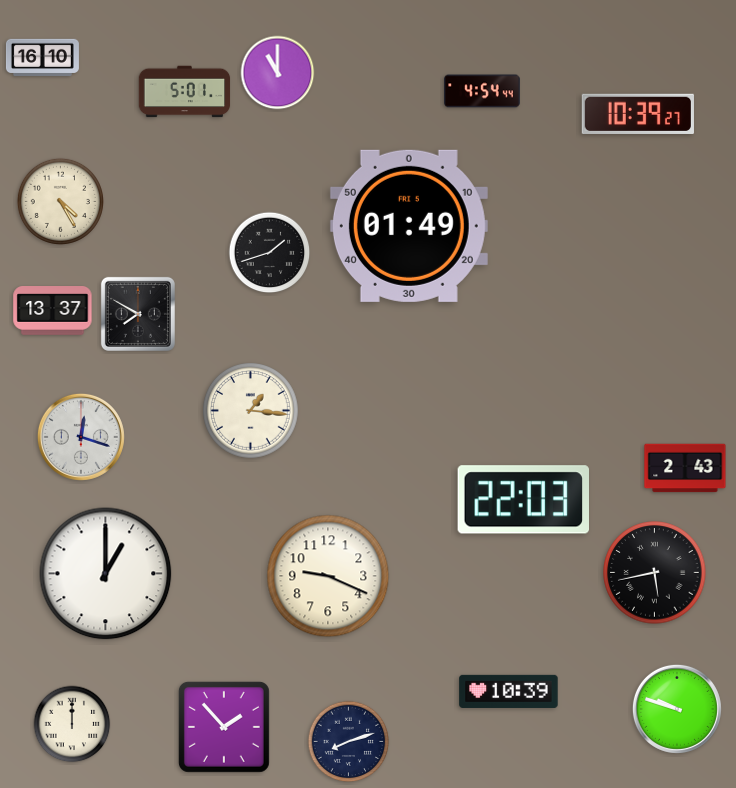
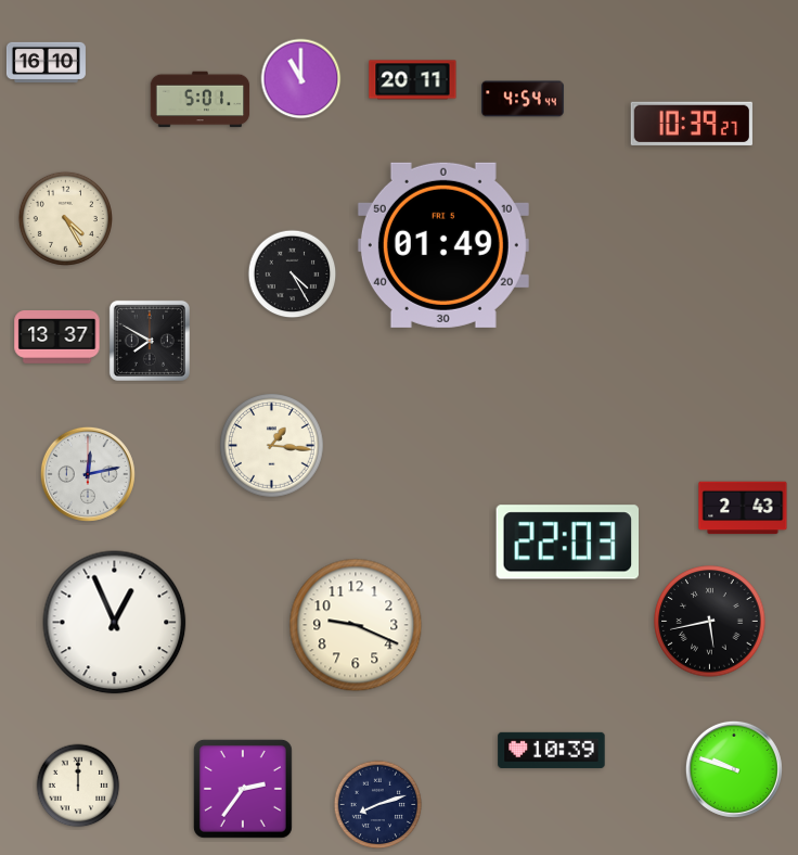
clock at (413, 80): none -> 20:11
clock at (270, 253): 1:42 -> 4:25
clock at (81, 437): 12:18 -> 12:13
clock at (106, 574): 1:00 -> 12:56
clock at (224, 727): 1:53 -> 2:36
